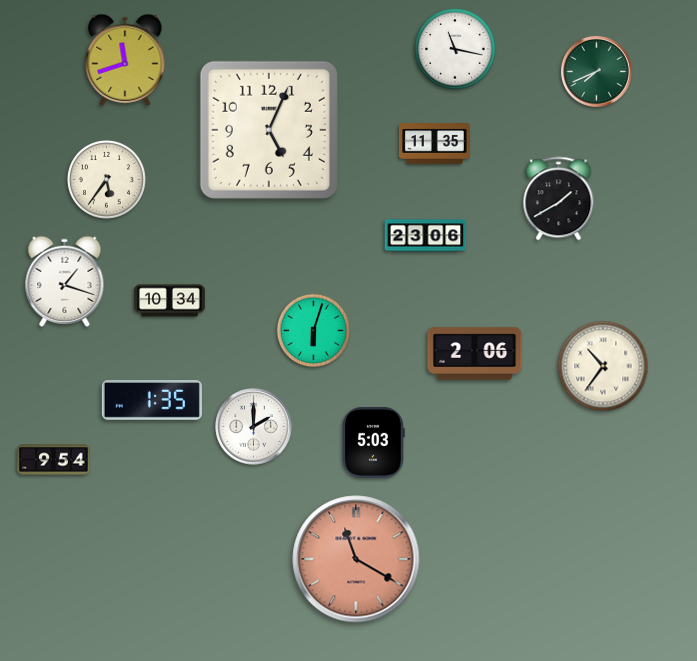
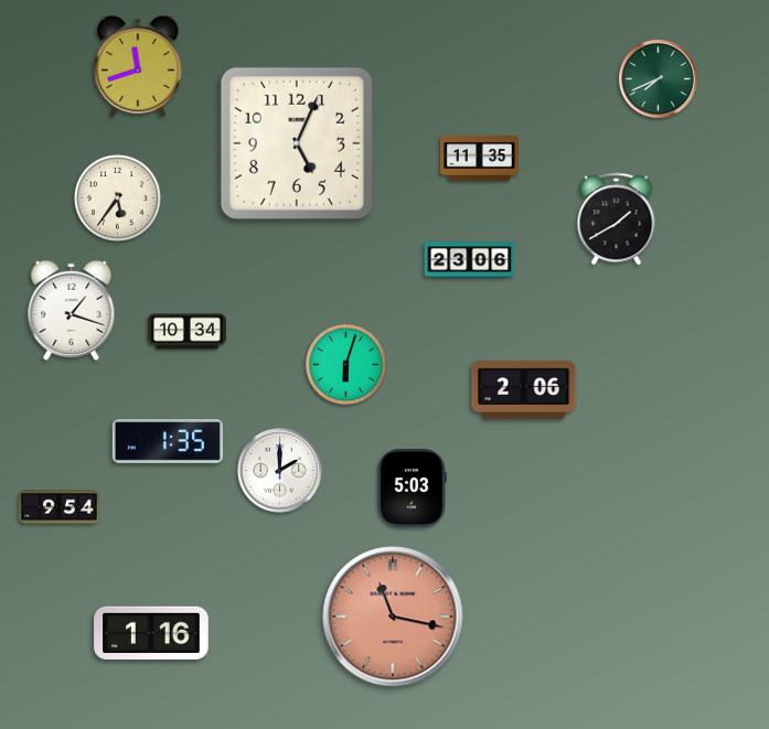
clock at (455, 49): 11:17 -> none
clock at (603, 366): 10:36 -> none
clock at (356, 559): 11:20 -> 11:17
clock at (151, 633): none -> 1:16
